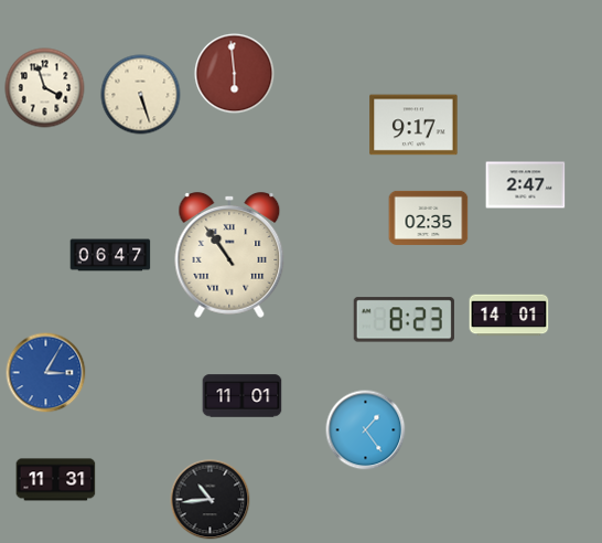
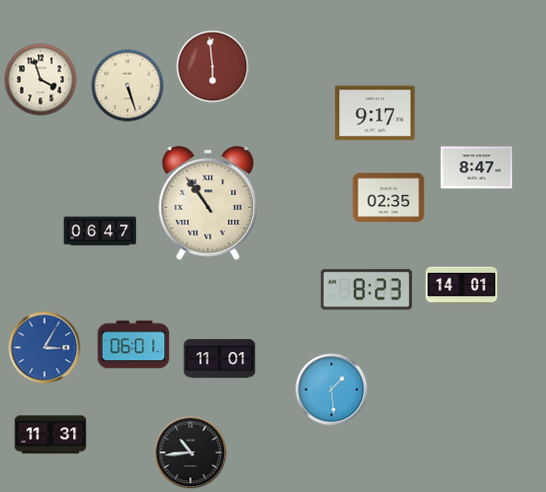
clock at (526, 185): 2:47 -> 8:47
clock at (229, 255) position: (229, 255) -> (208, 203)
clock at (46, 373) position: (46, 373) -> (45, 348)
clock at (134, 345): none -> 06:01
clock at (366, 430): 1:24 -> 1:29
